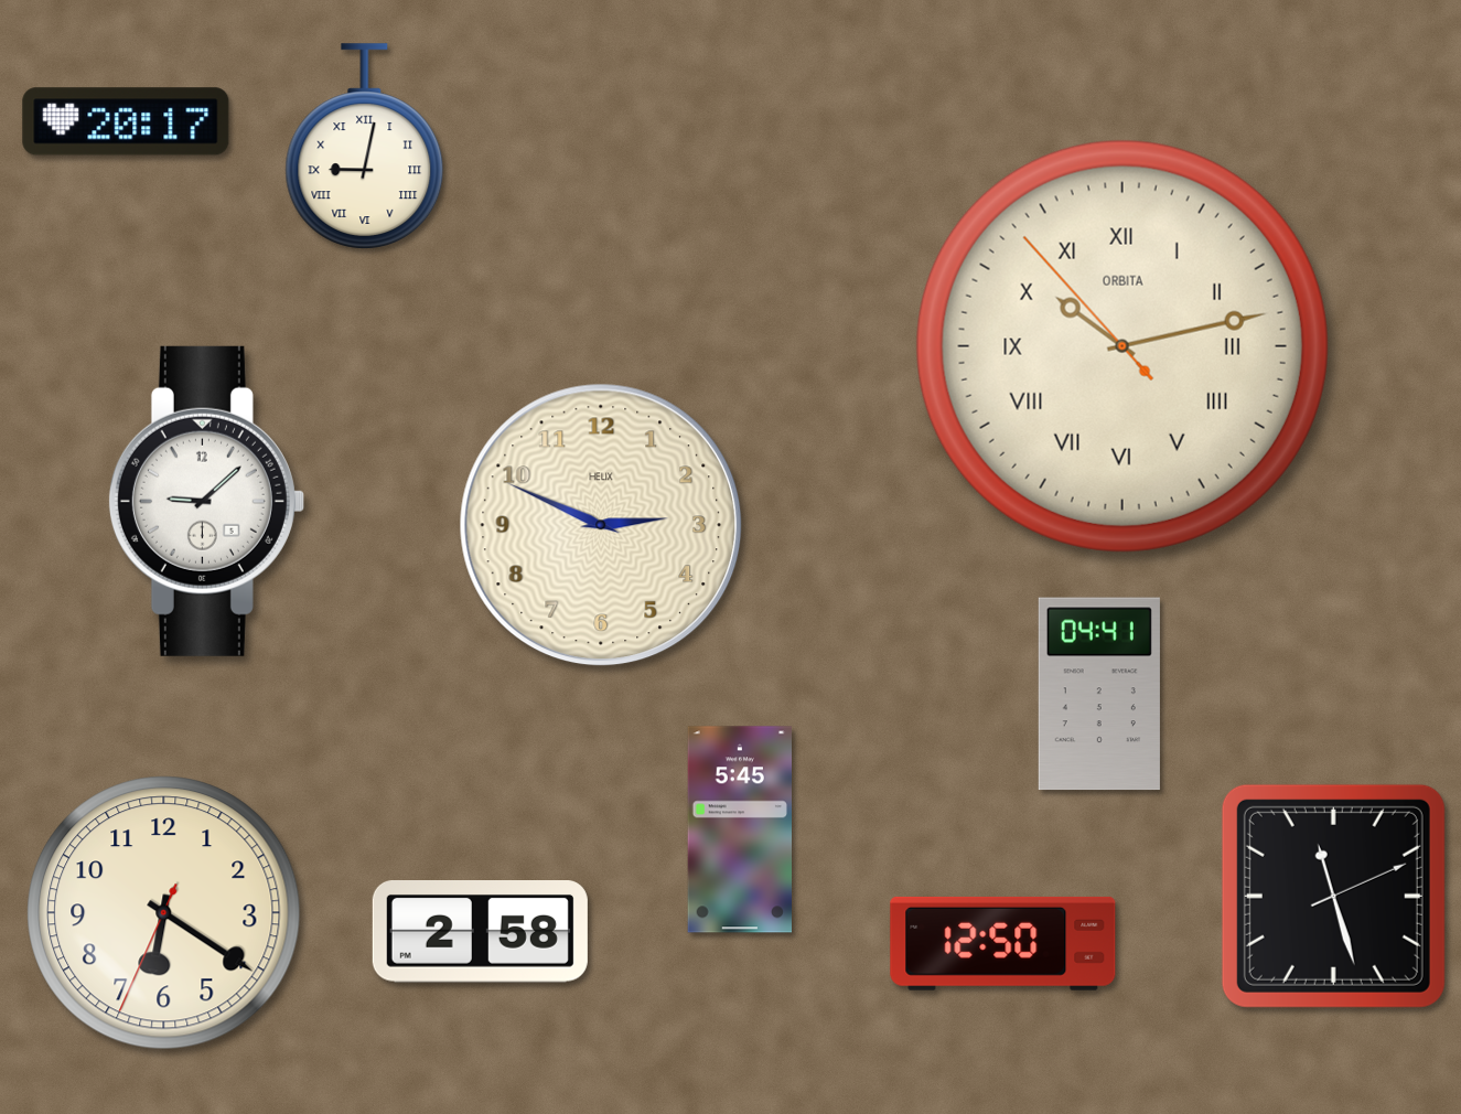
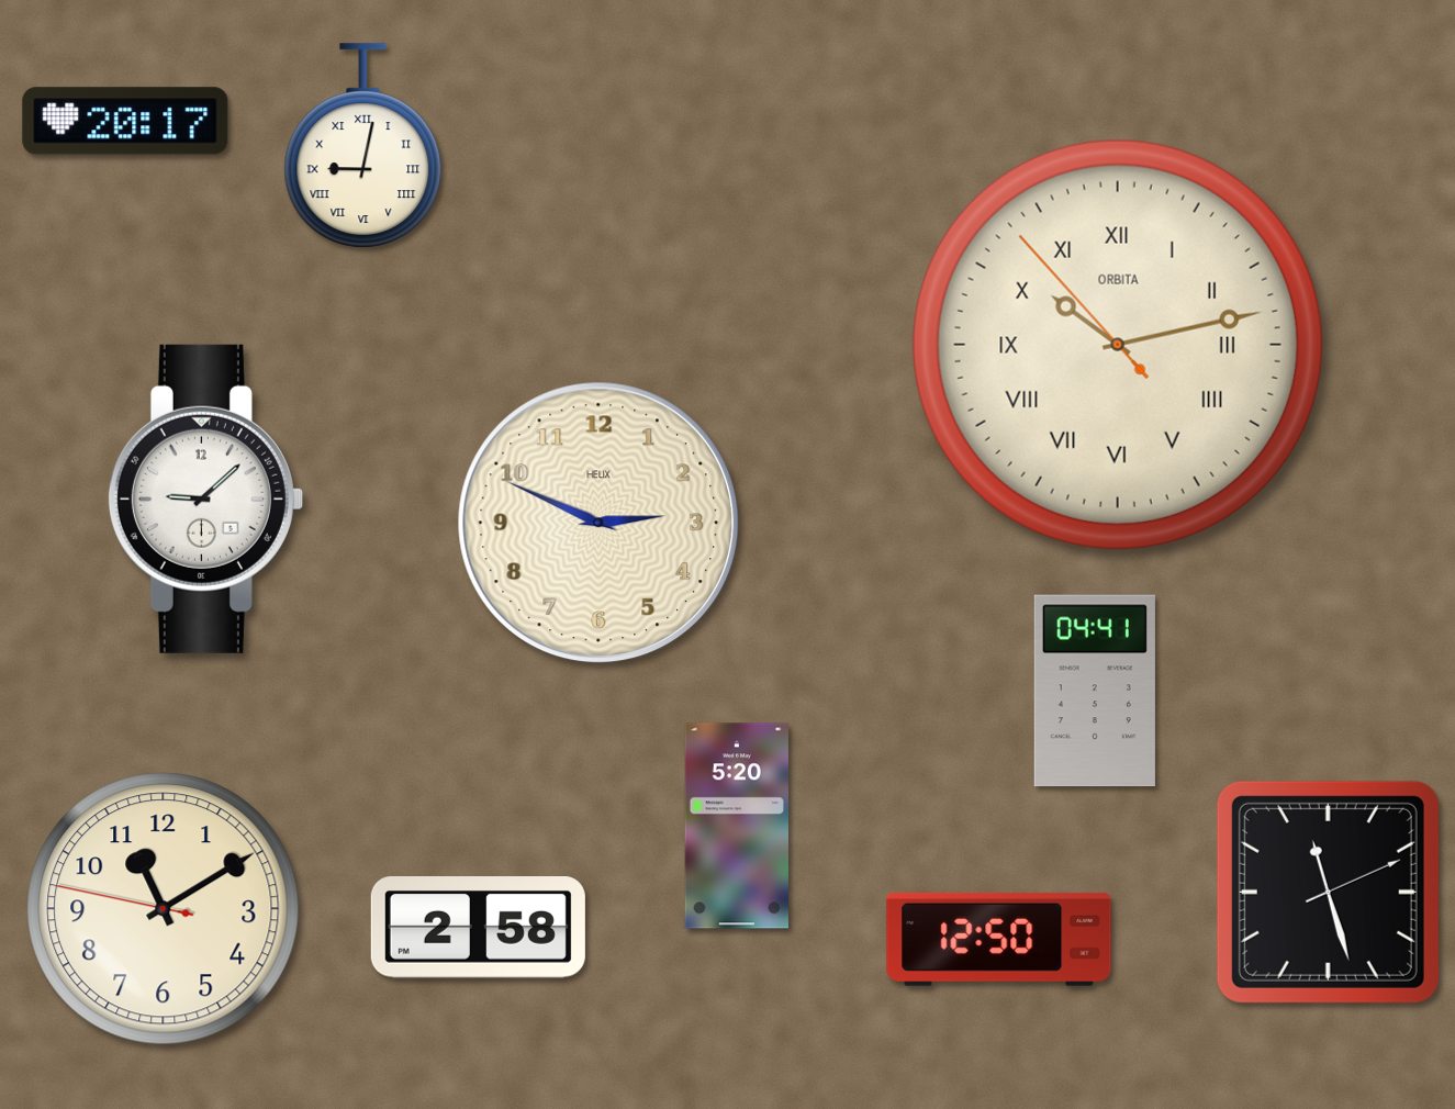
clock at (739, 829): 5:45 -> 5:20
clock at (164, 913): 6:20 -> 11:09
